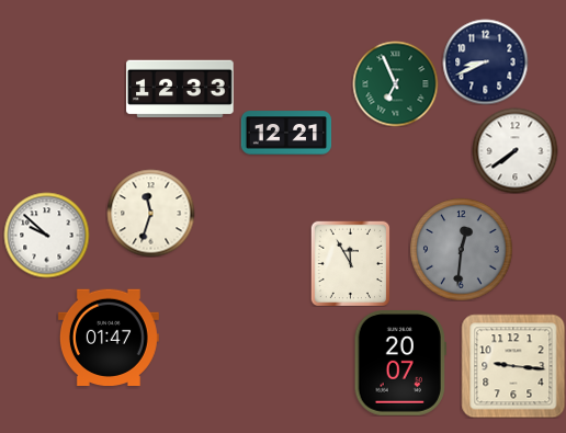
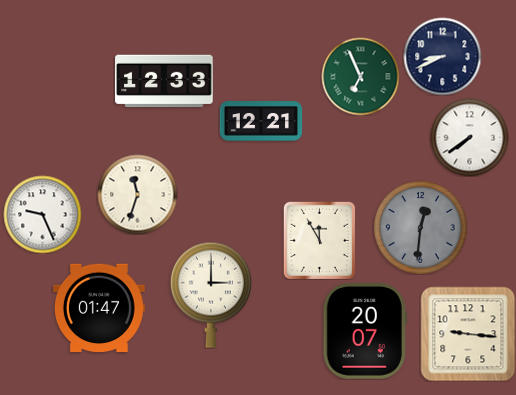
clock at (46, 235): 9:52 -> 9:26
clock at (211, 295): none -> 3:00
